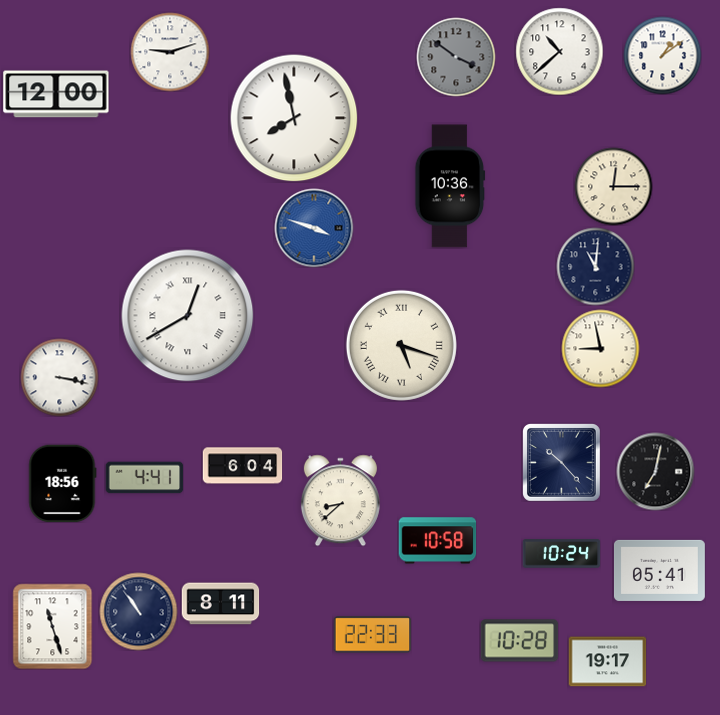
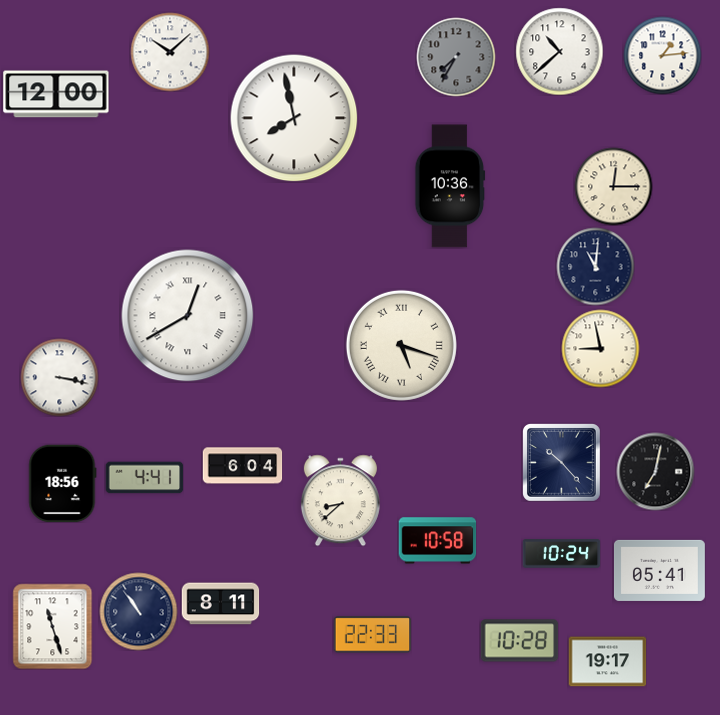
clock at (170, 52): 9:12 -> 10:08
clock at (662, 55): 1:09 -> 1:14
clock at (456, 57): 3:51 -> 7:35
clock at (314, 228): 3:48 -> none
